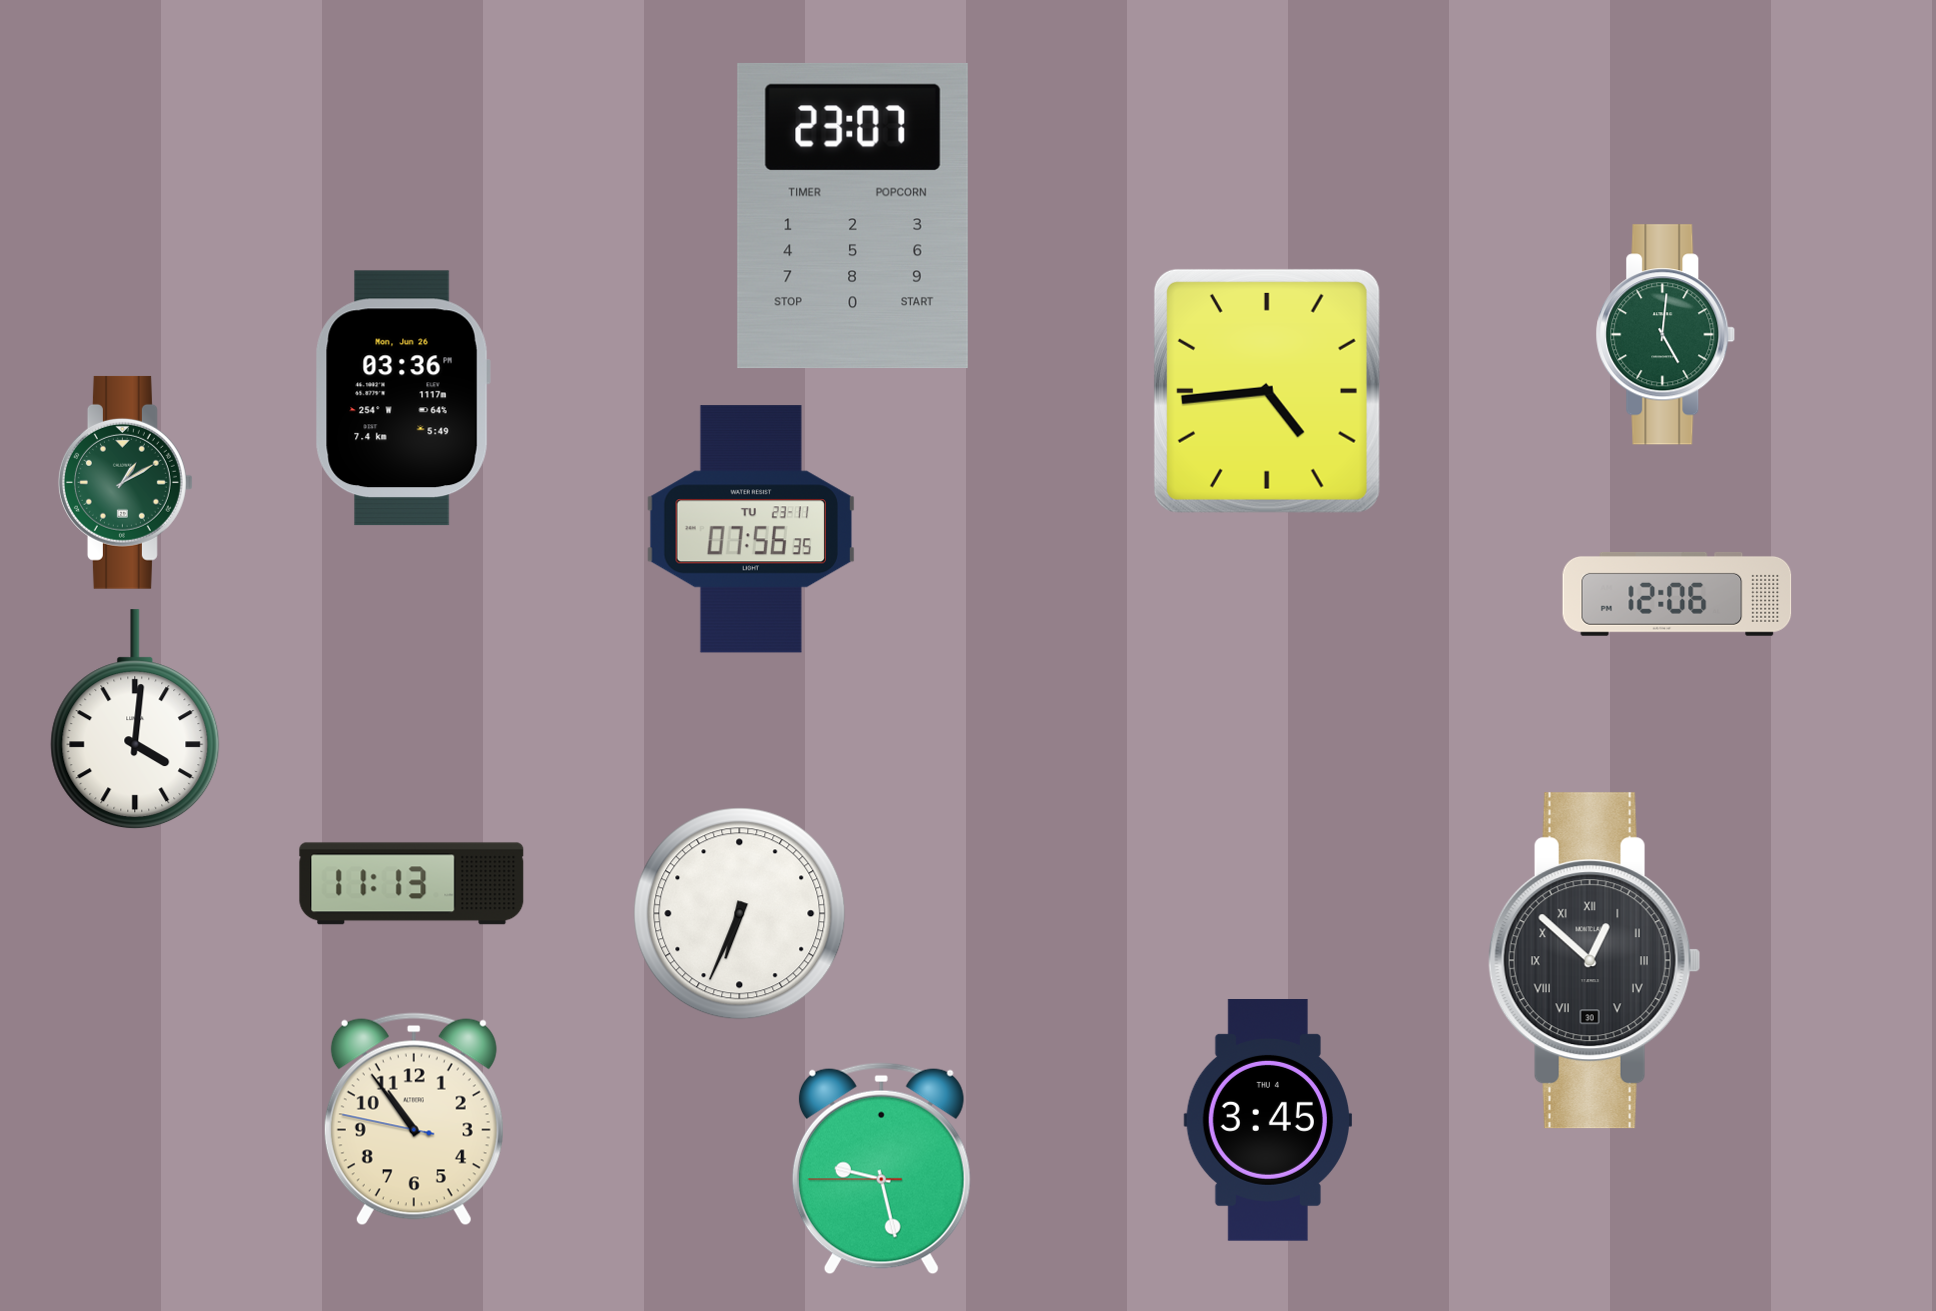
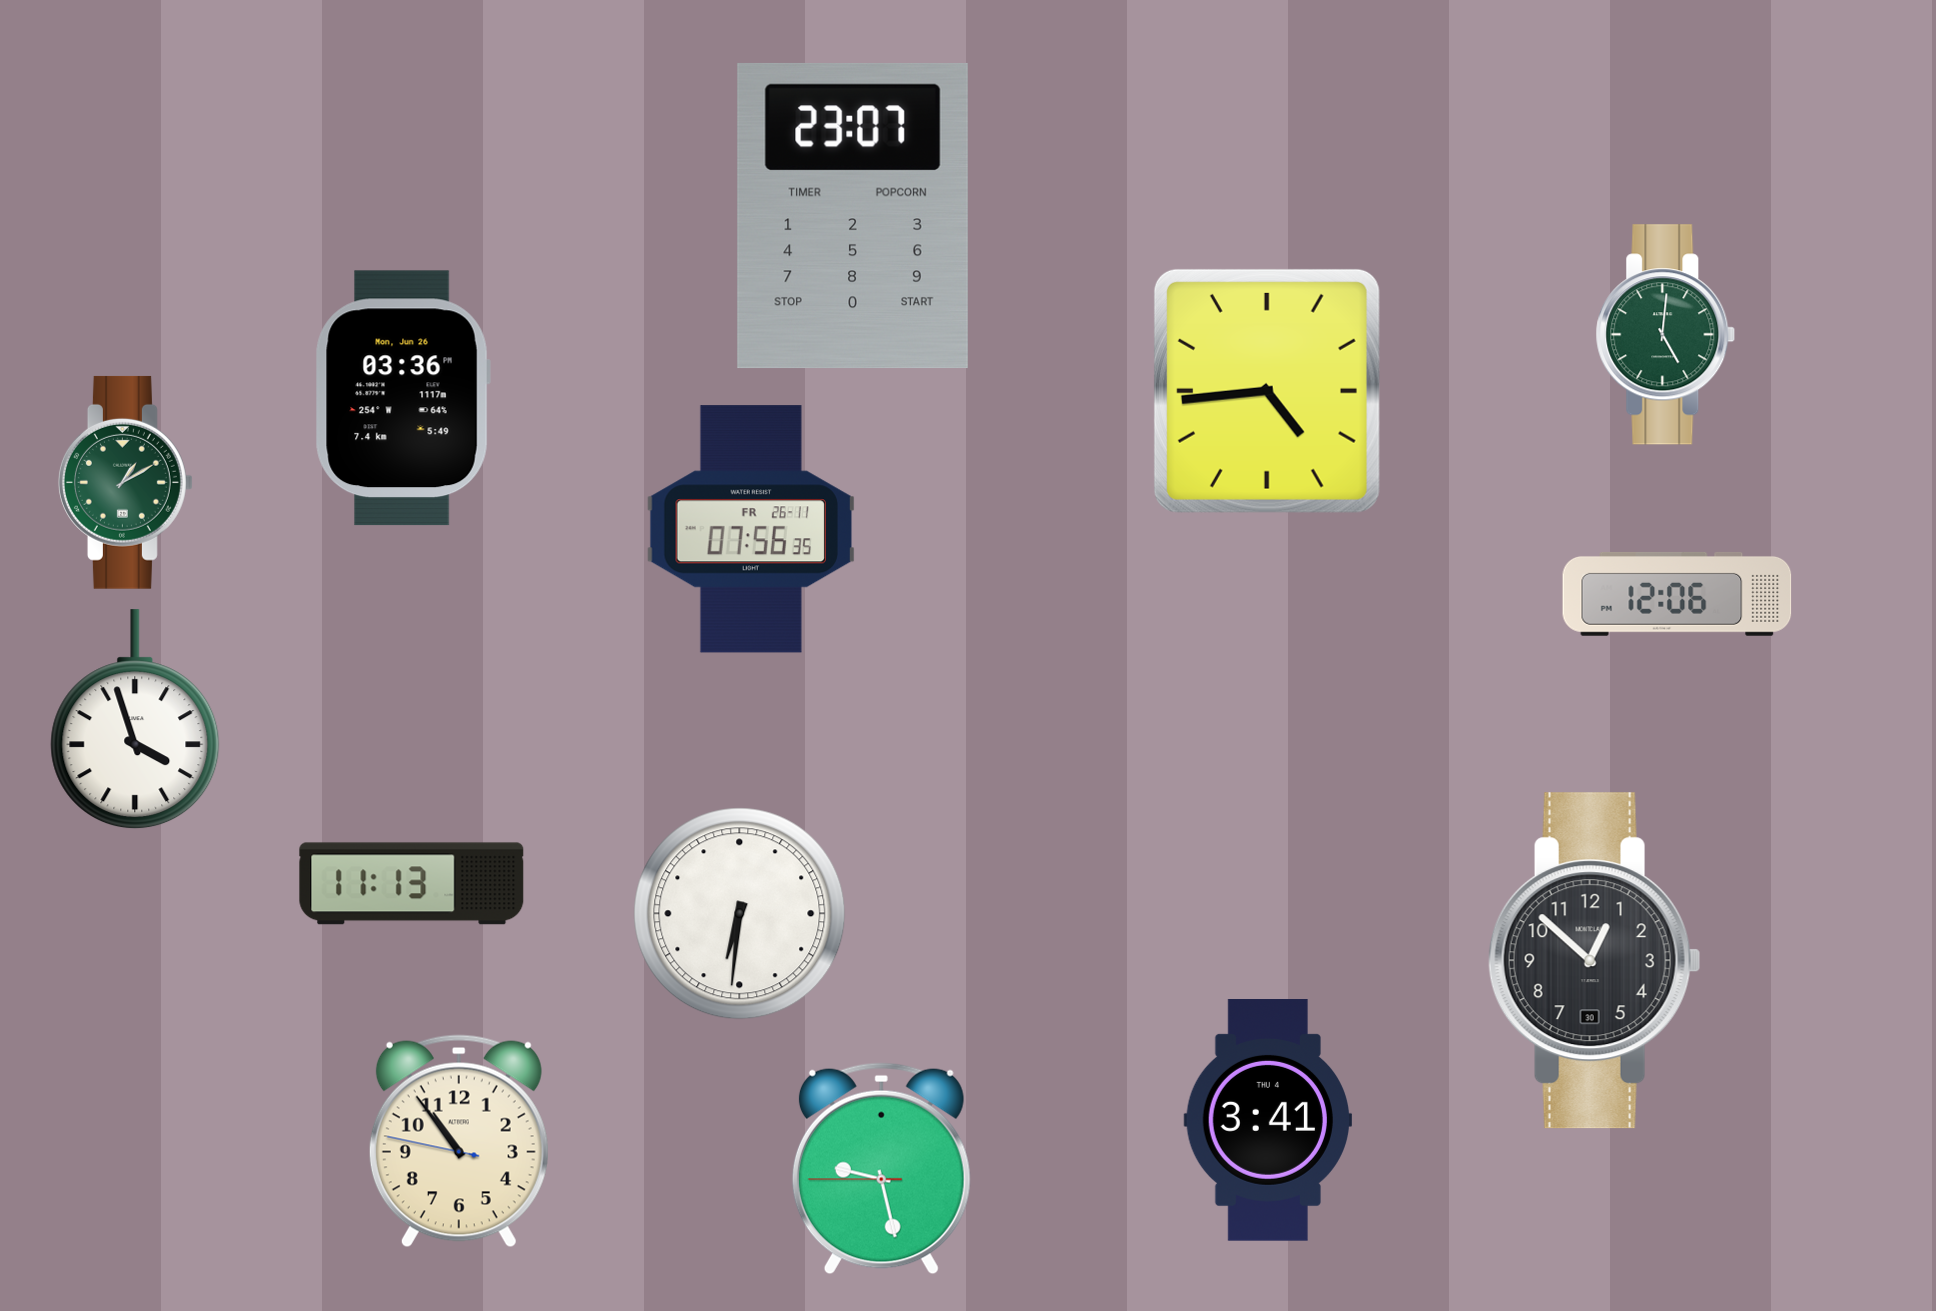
clock at (750, 529) date: TU 23-11 -> FR 26-11
clock at (135, 720): 4:01 -> 3:57
clock at (740, 914): 6:34 -> 6:31
clock at (1594, 961) numerals: Roman -> Arabic
clock at (414, 1119) position: (414, 1119) -> (459, 1141)
clock at (1267, 1121): 3:45 -> 3:41
